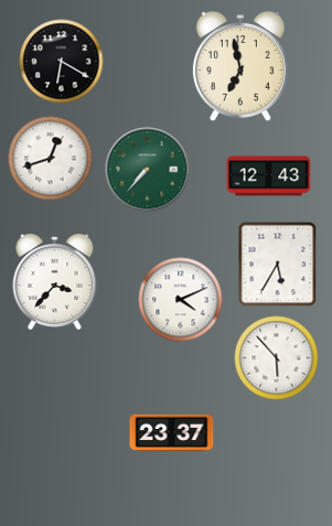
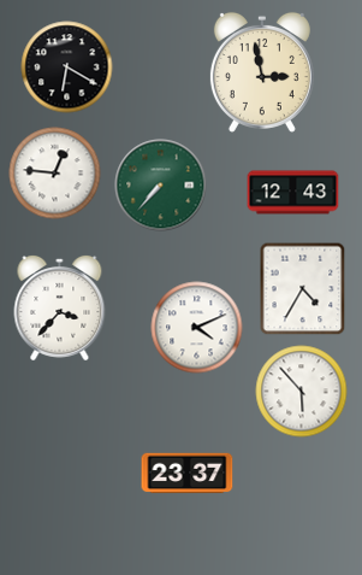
clock at (240, 66): 6:58 -> 2:58
clock at (51, 159): 12:42 -> 12:46
clock at (278, 264): 5:35 -> 4:35
